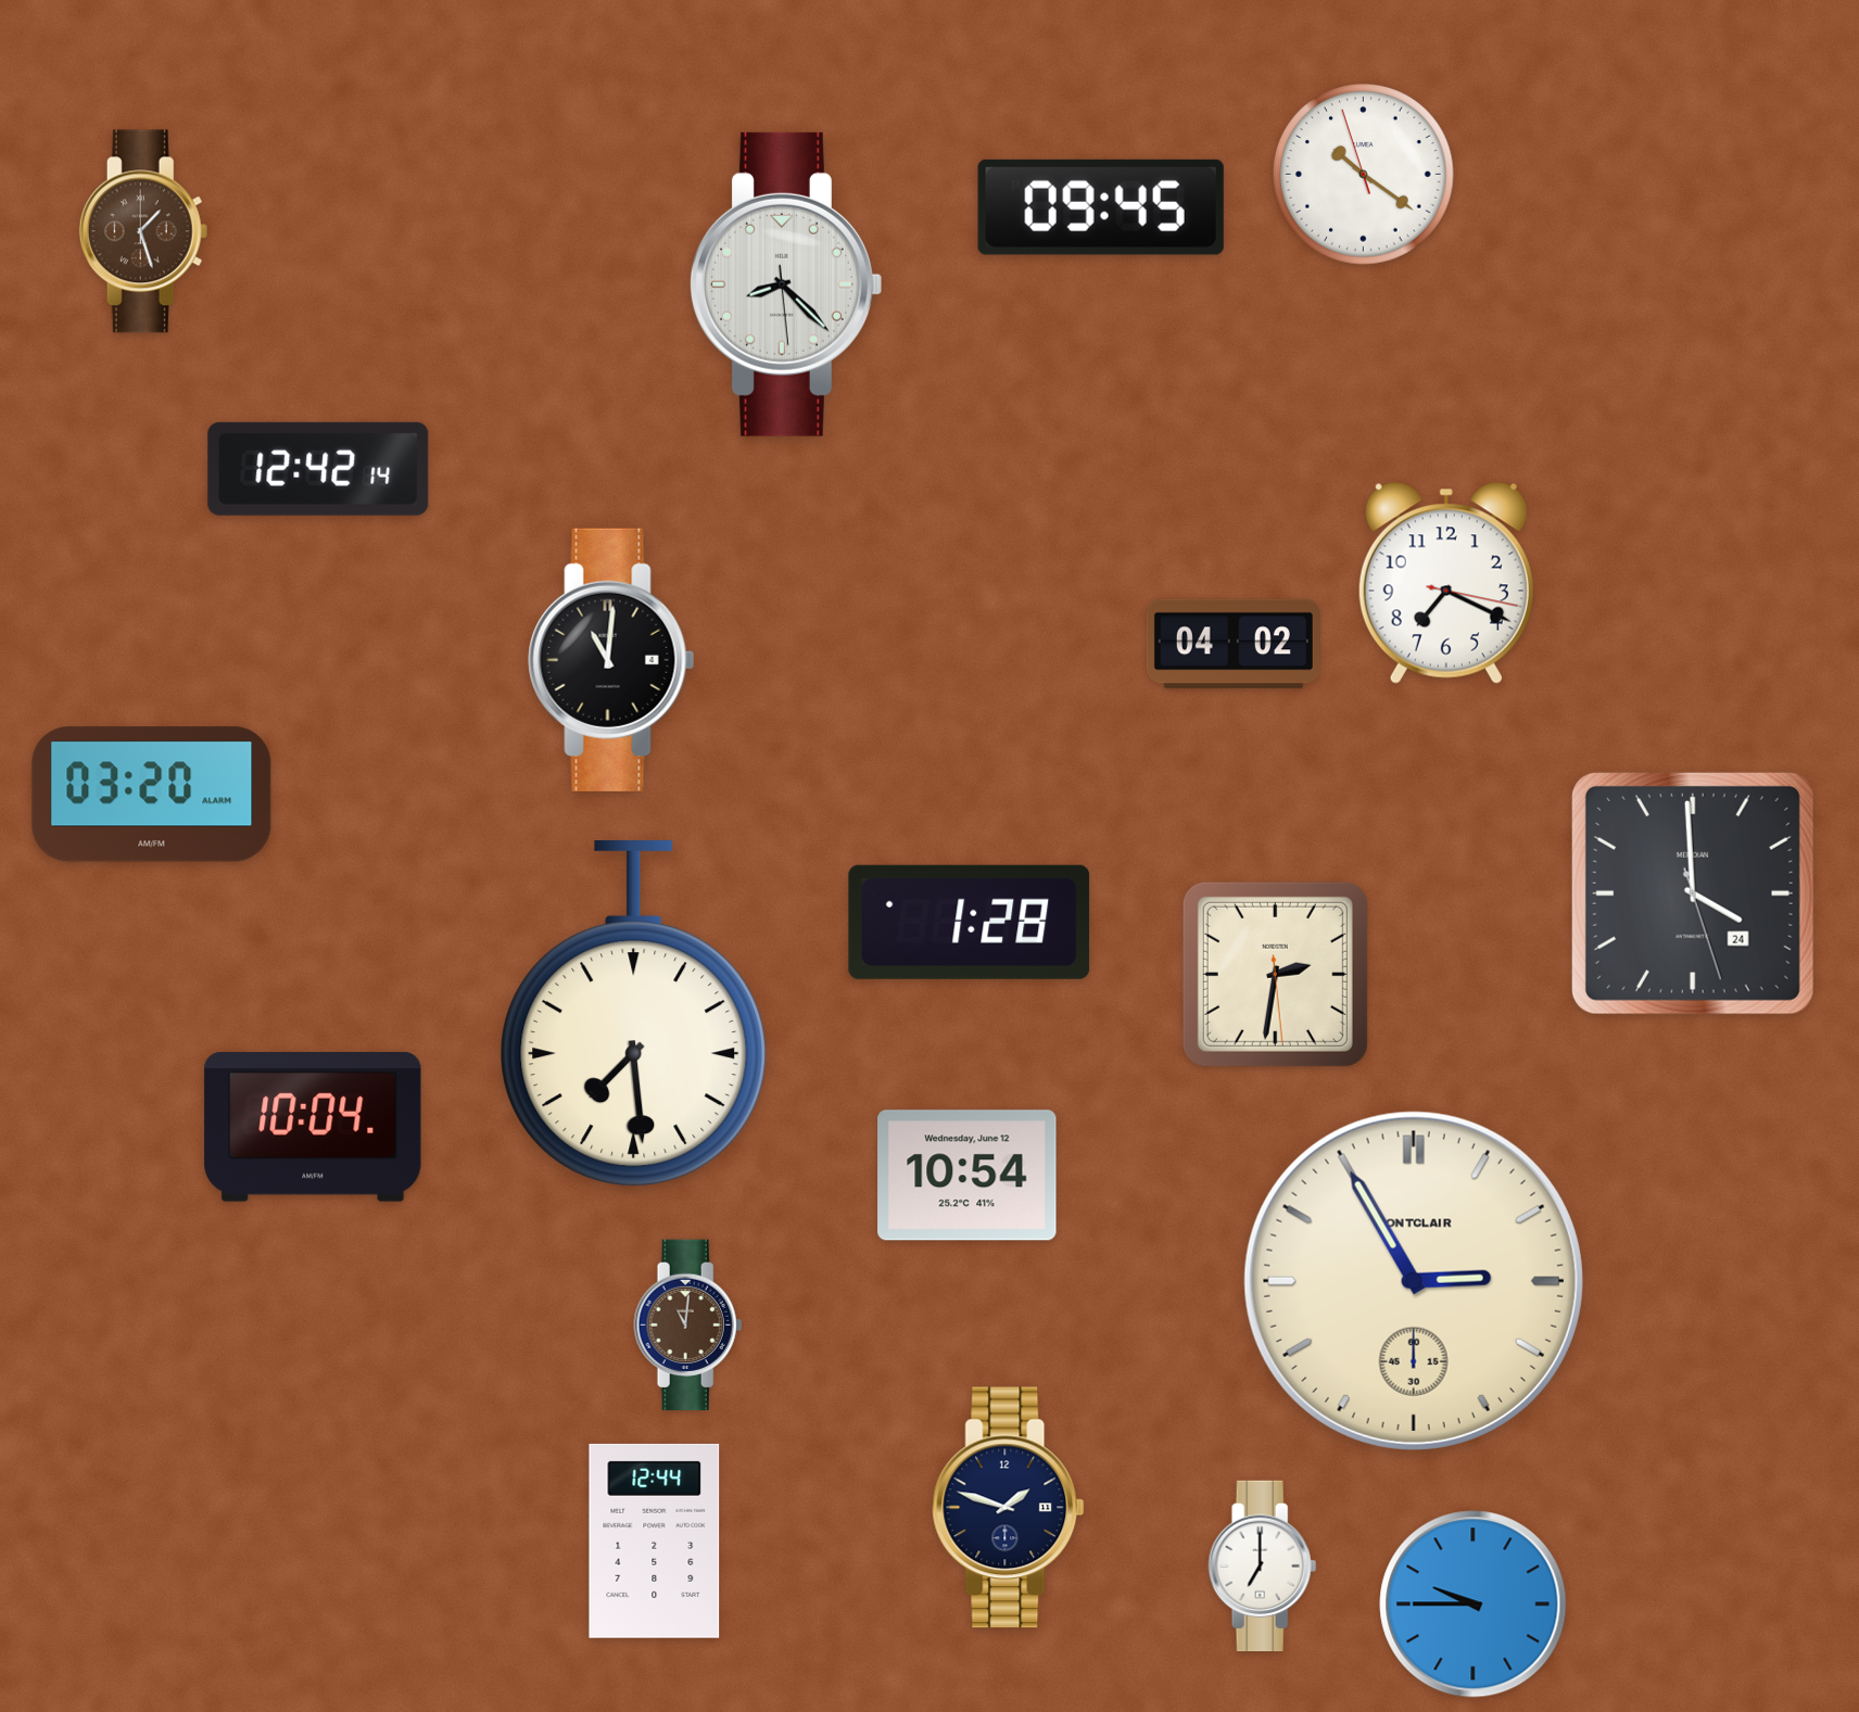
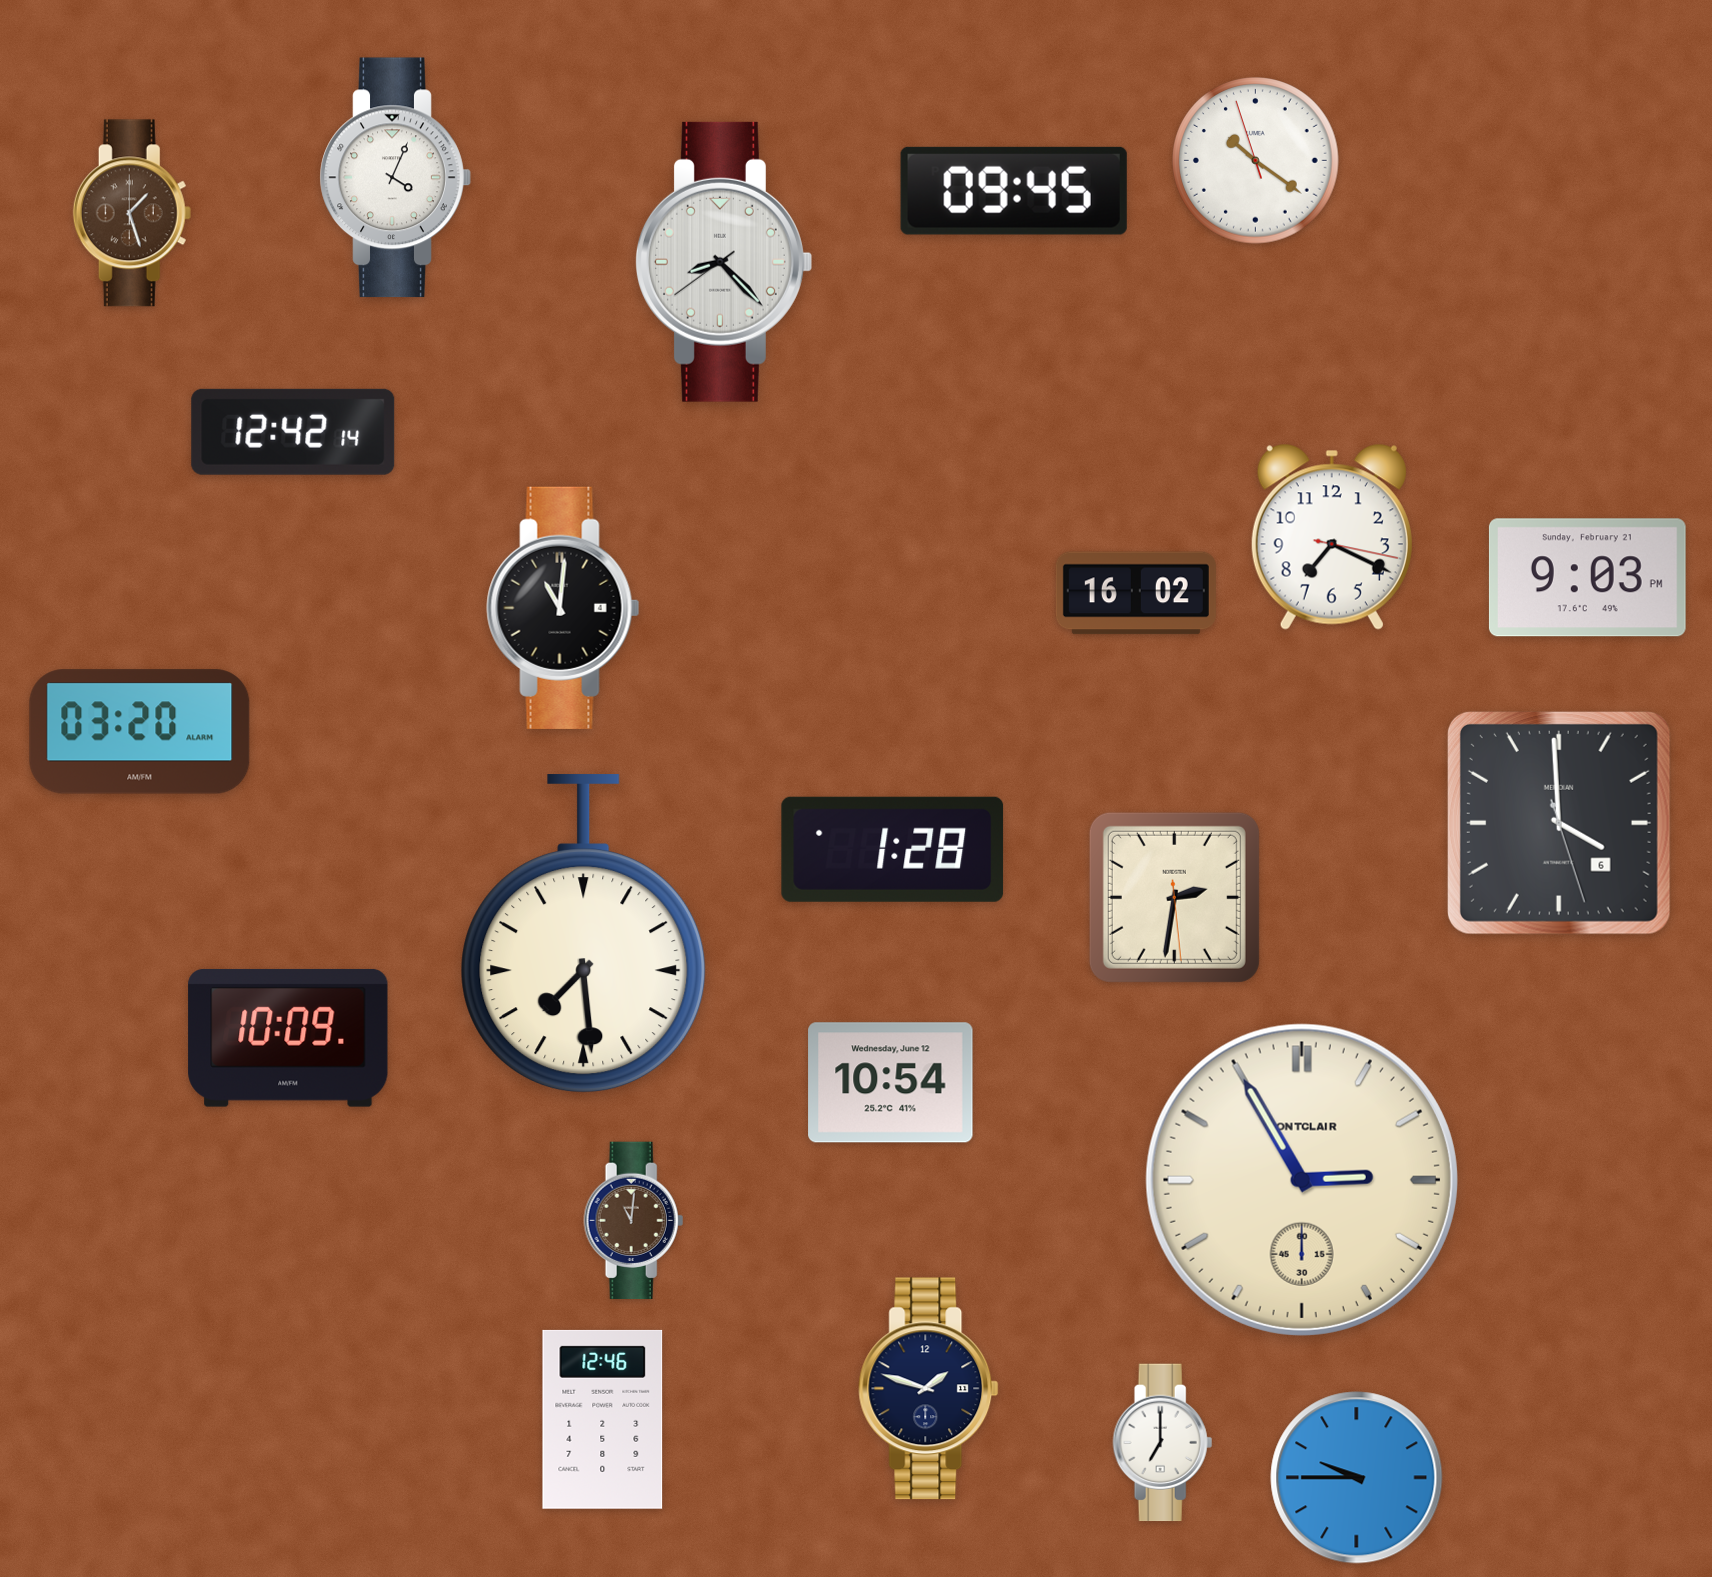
clock at (395, 178): none -> 4:04
clock at (785, 284): 8:22:29 -> 8:22:39
clock at (1587, 578): none -> 9:03
clock at (1234, 644): 04:02 -> 16:02
clock at (1693, 893) date: 24 -> 6
clock at (313, 1127): 10:04 -> 10:09
clock at (655, 1540): 12:44 -> 12:46
